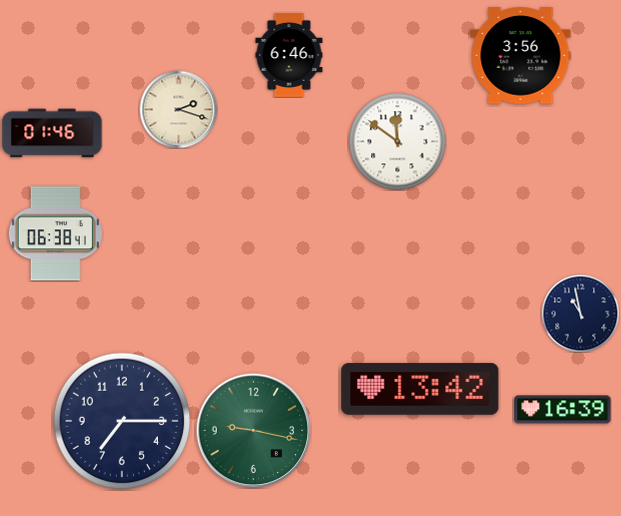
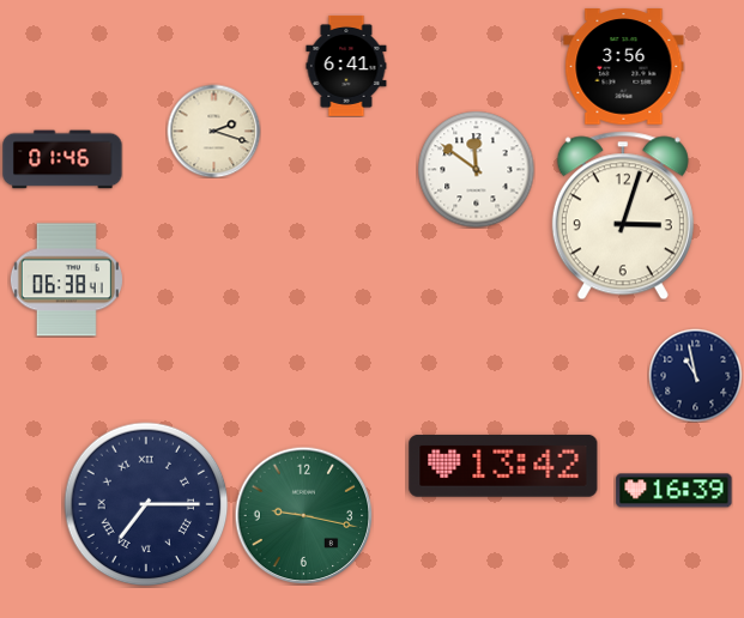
clock at (289, 55): 6:46 -> 6:41
clock at (623, 216): none -> 3:03
clock at (122, 421) numerals: Arabic -> Roman
